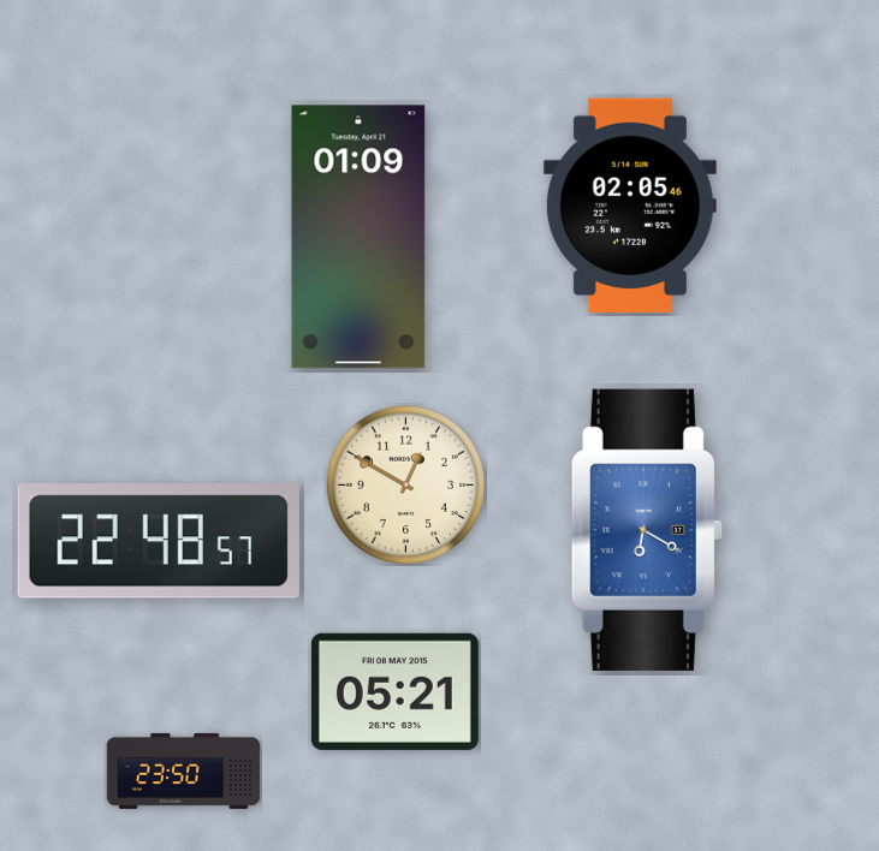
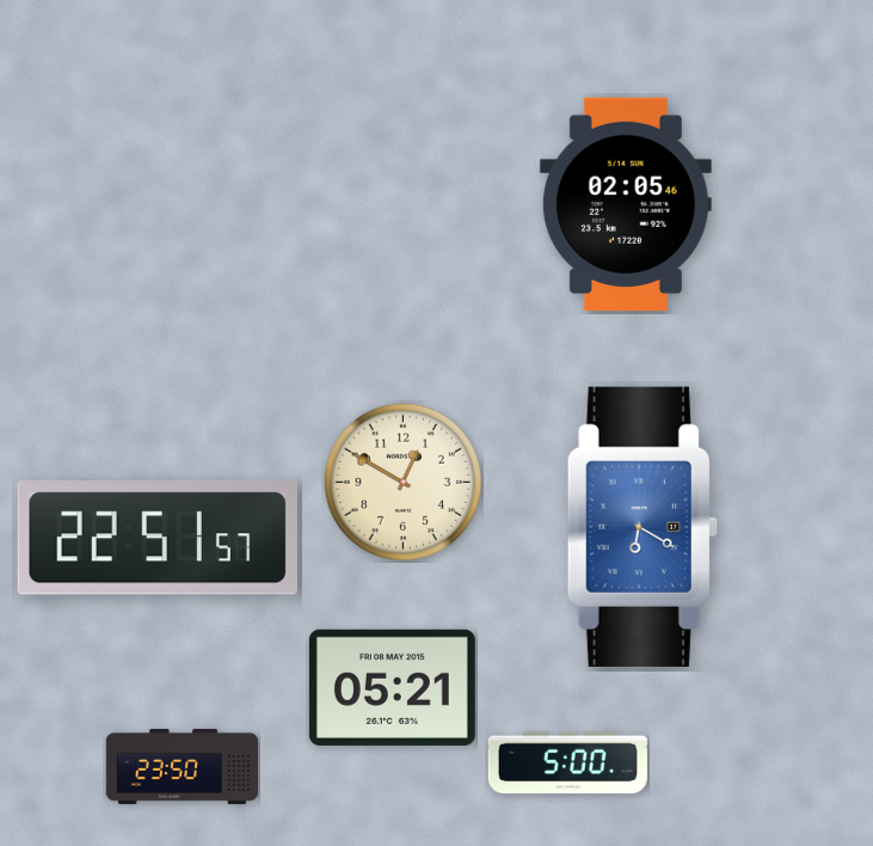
clock at (358, 237): 01:09 -> none
clock at (159, 542): 22:48 -> 22:51
clock at (567, 764): none -> 5:00
